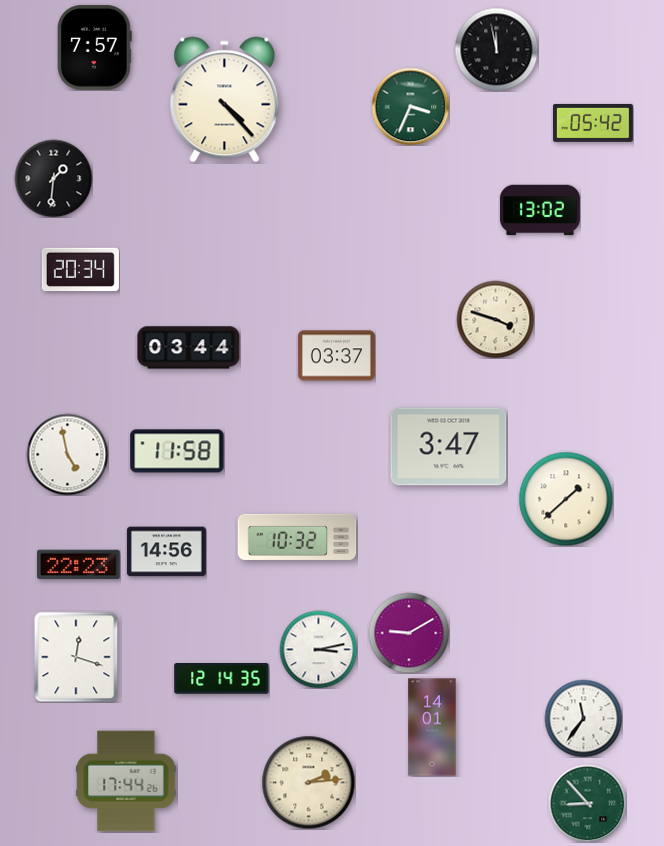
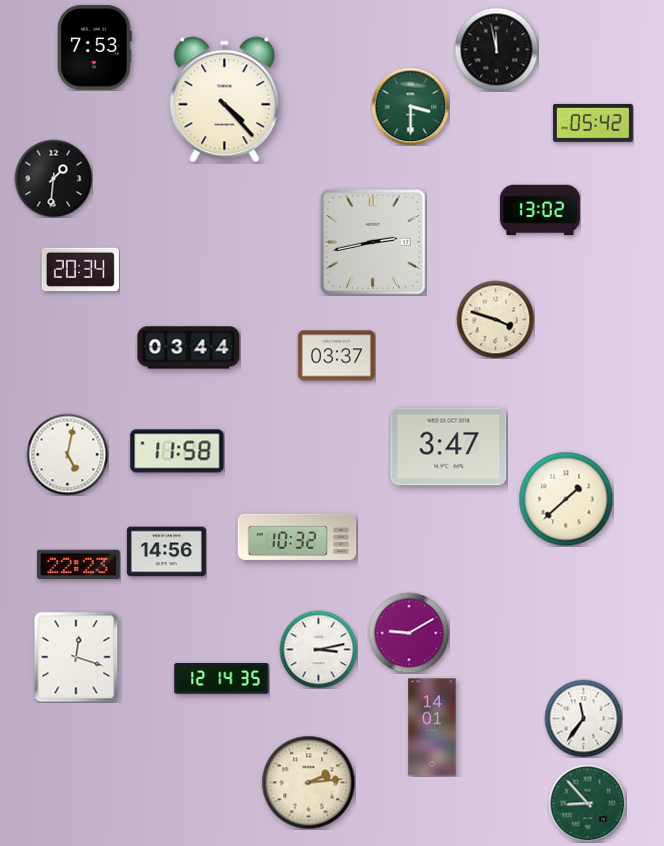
clock at (94, 48): 7:57 -> 7:53
clock at (410, 106): 3:34 -> 3:30
clock at (374, 243): none -> 2:43
clock at (67, 454): 4:58 -> 5:02
clock at (126, 781): 17:44 -> none
